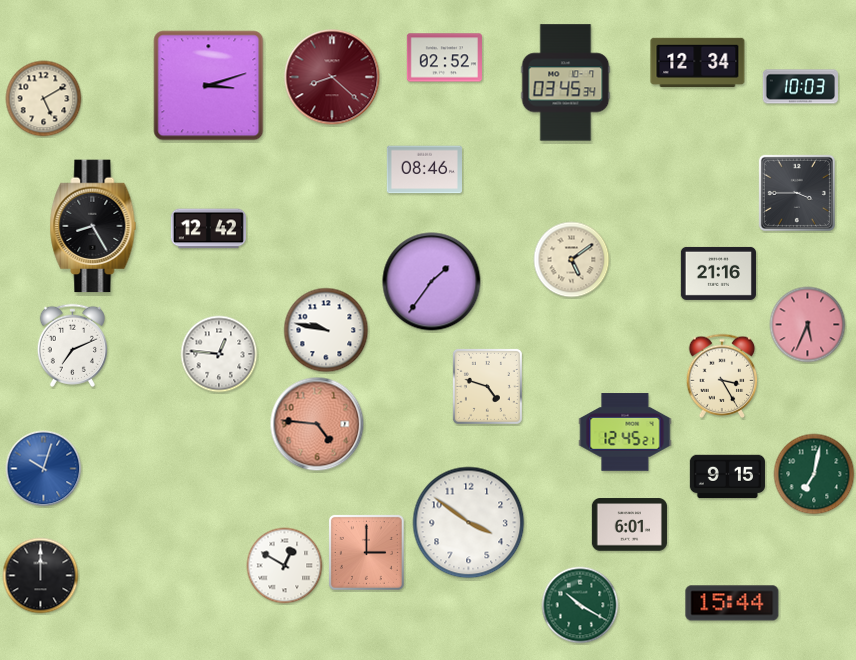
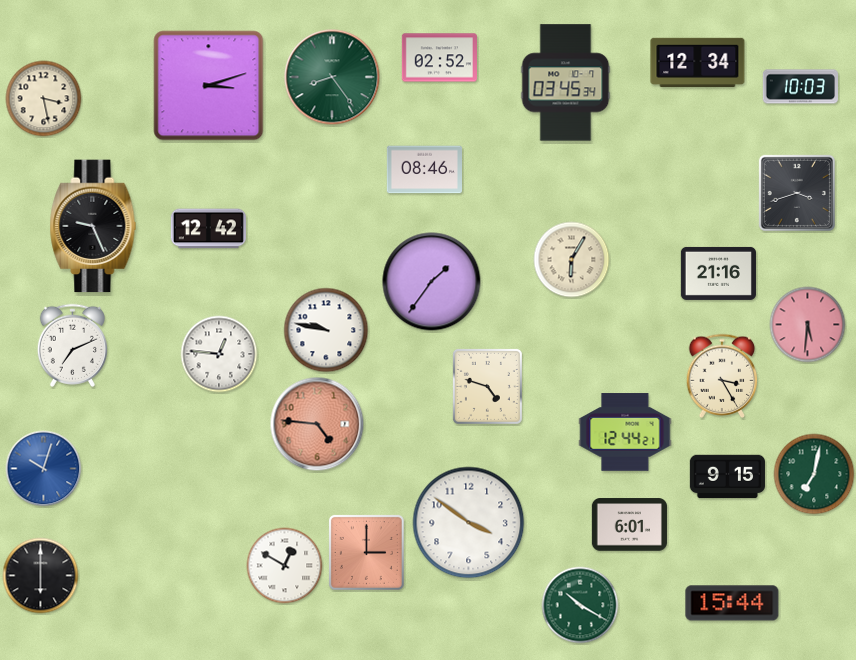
clock at (444, 58) position: (444, 58) -> (439, 58)
clock at (332, 77): 8:22 -> 8:24
clock at (332, 77) dial: burgundy -> green
clock at (44, 99): 5:10 -> 3:28
clock at (797, 193): 3:45 -> 3:42
clock at (93, 226): 8:25 -> 9:26
clock at (572, 260): 5:09 -> 6:05
clock at (808, 325): 5:34 -> 5:31
clock at (625, 432): 12:45 -> 12:44
clock at (41, 576): 12:00 -> 6:00
